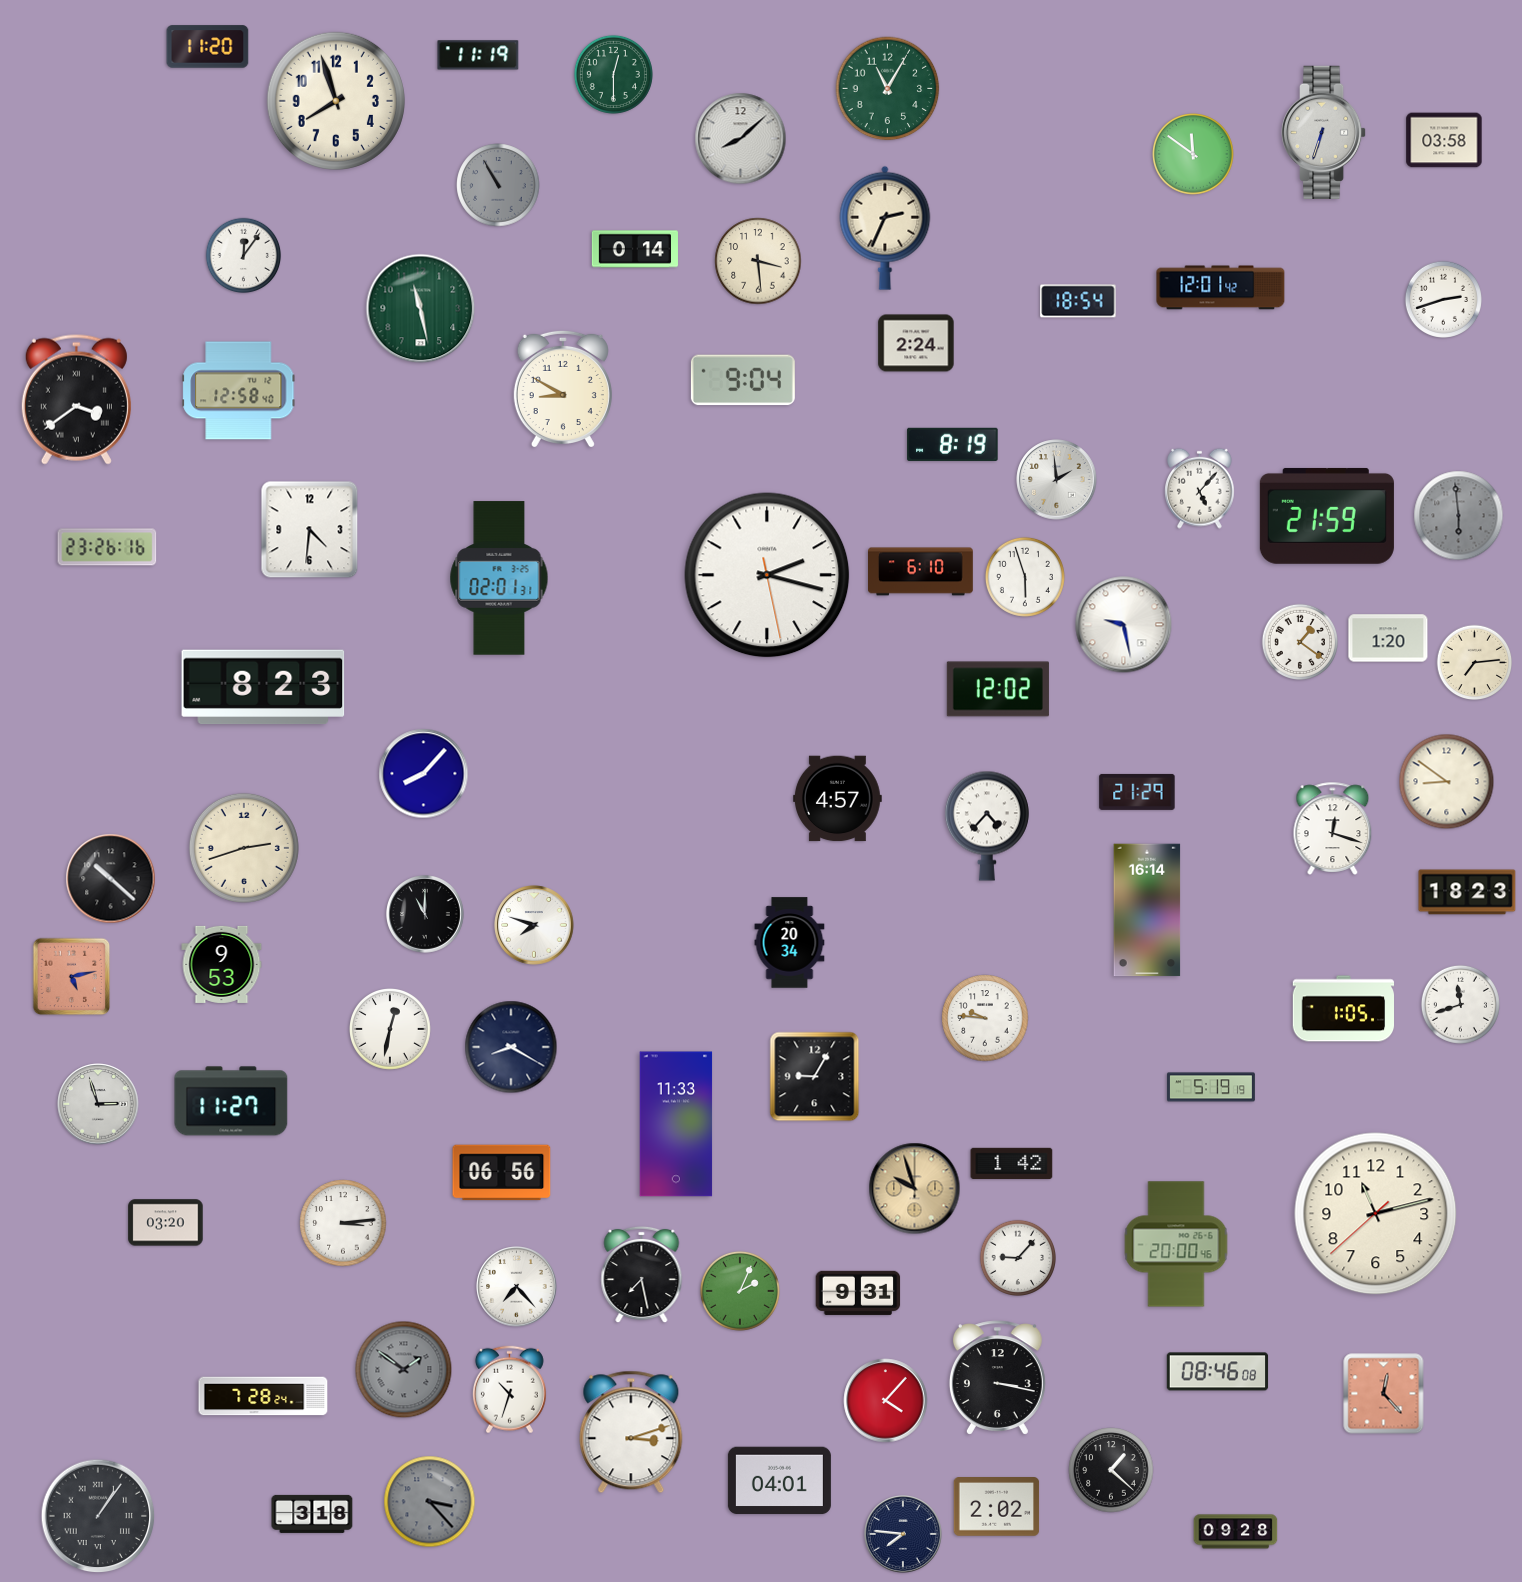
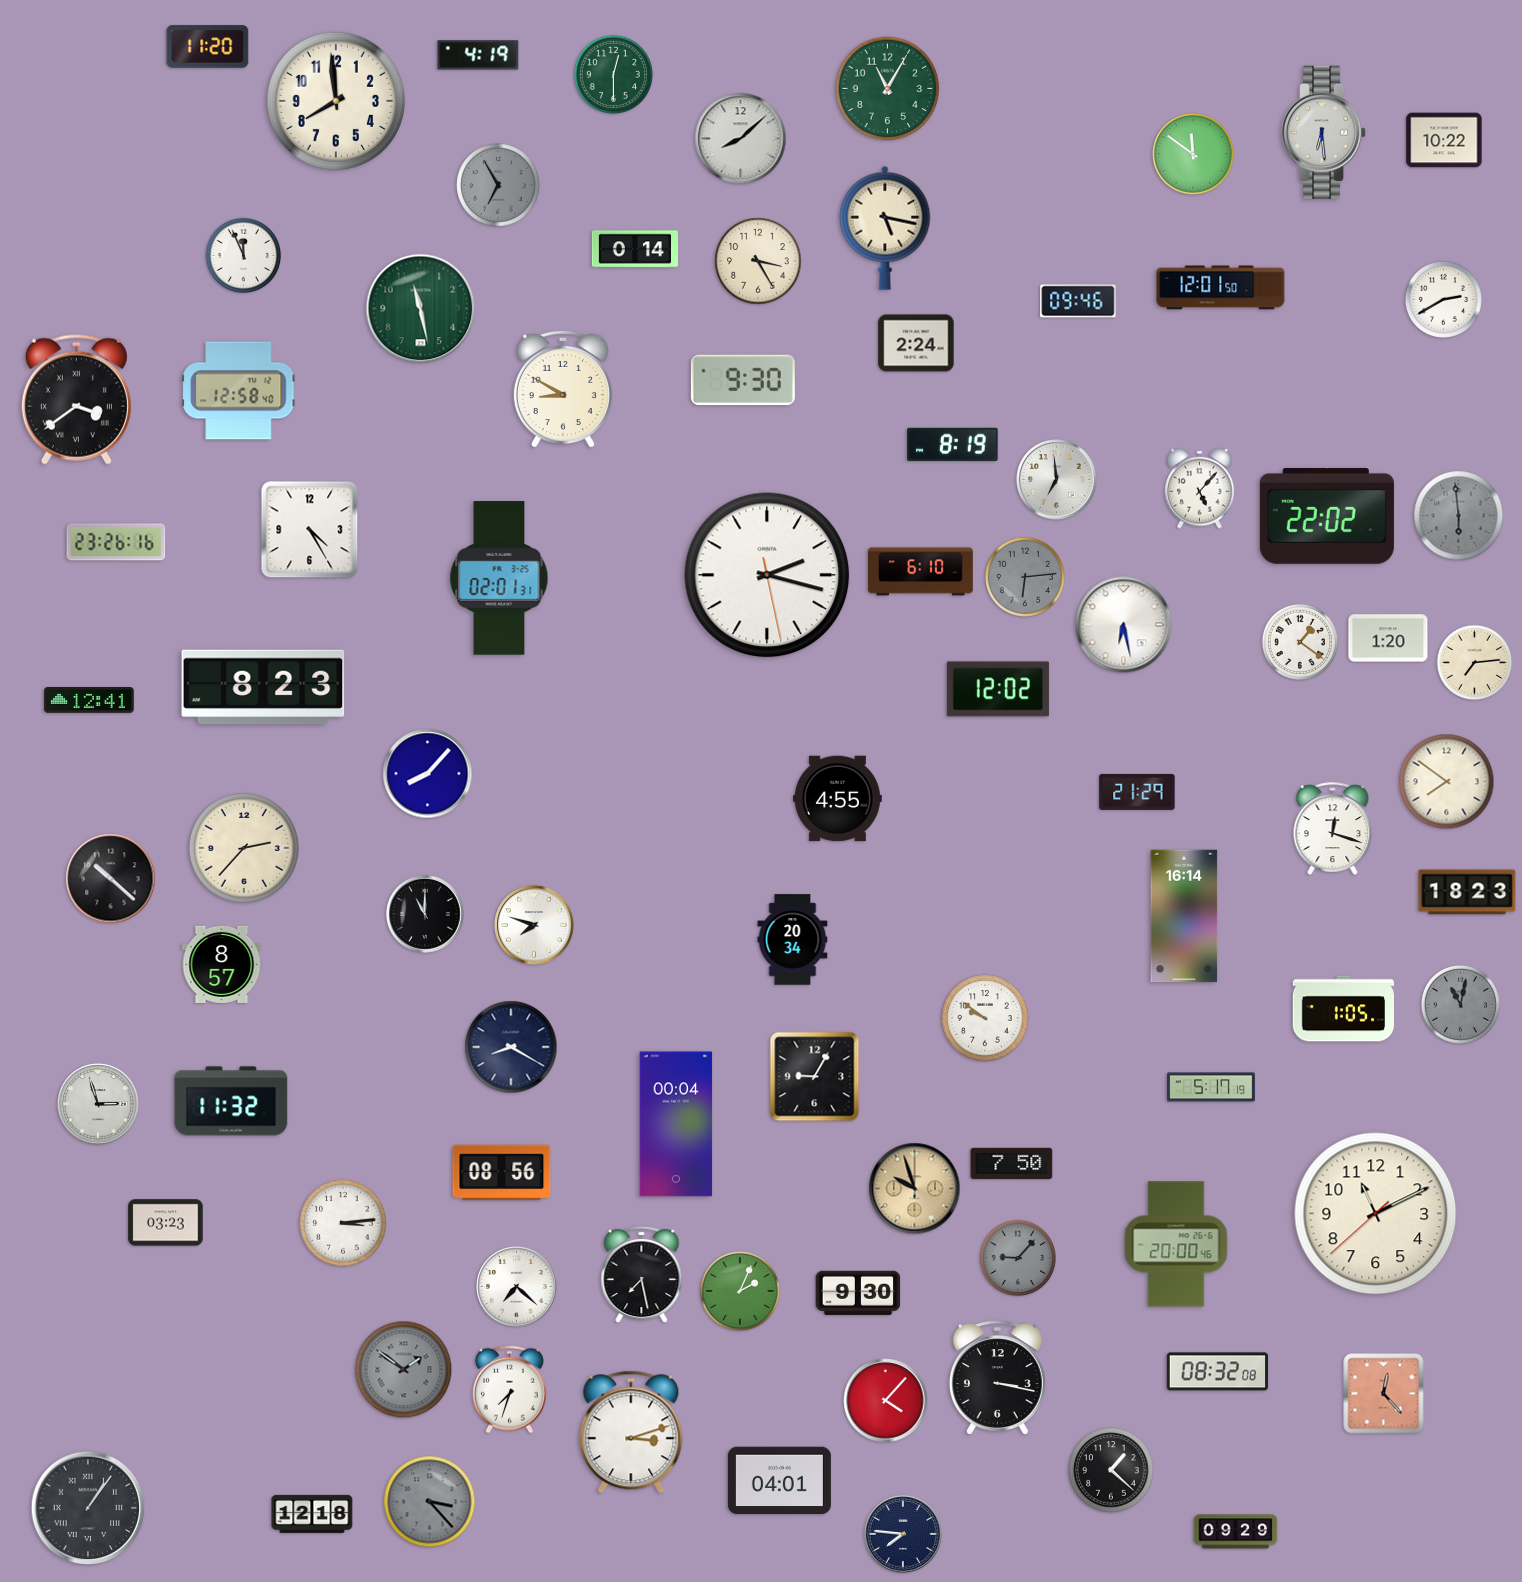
clock at (478, 55): 11:19 -> 4:19
clock at (336, 101): 7:57 -> 7:59
clock at (1324, 132): 6:33 -> 6:29
clock at (1444, 140): 03:58 -> 10:22
clock at (498, 185): 10:55 -> 6:55
clock at (885, 228): 2:34 -> 5:17
clock at (244, 256): 12:06 -> 11:56
clock at (758, 261): 3:29 -> 3:25
clock at (1221, 288): 12:01:42 -> 12:01:50
clock at (1443, 299): 2:42 -> 2:40
clock at (1078, 301): 18:54 -> 09:46
clock at (743, 380): 9:04 -> 9:30
clock at (1057, 480): 1:59 -> 6:59
clock at (1327, 516): 21:59 -> 22:02
clock at (310, 530): 4:31 -> 4:25
clock at (107, 547) position: (107, 547) -> (116, 542)
clock at (1025, 577): 5:57 -> 6:14
clock at (1025, 577) dial: white -> grey
clock at (1124, 625): 9:28 -> 6:28
clock at (89, 701): none -> 12:41
clock at (424, 774) position: (424, 774) -> (428, 774)
clock at (1447, 782): 8:51 -> 7:51
clock at (838, 799): 4:57 -> 4:55
clock at (987, 826): 4:37 -> none
clock at (244, 848): 2:42 -> 2:37
clock at (1147, 910) position: (1147, 910) -> (1184, 916)
clock at (790, 943) position: (790, 943) -> (793, 940)
clock at (222, 964): 9:53 -> 8:57
clock at (72, 977): 5:13 -> none
clock at (1460, 1004): 11:42 -> 11:02
clock at (1460, 1004) dial: white -> grey
clock at (985, 1018): 9:46 -> 9:51
clock at (391, 1030): 12:32 -> none
clock at (1211, 1087): 5:19 -> 5:17
clock at (231, 1101): 11:27 -> 11:32
clock at (676, 1124): 11:33 -> 00:04
clock at (1012, 1164): 1:42 -> 7:50
clock at (502, 1173): 06:56 -> 08:56
clock at (1376, 1214): 11:12 -> 11:10
clock at (166, 1223): 03:20 -> 03:23
clock at (1017, 1257) dial: white -> grey
clock at (517, 1287): 7:23 -> 7:22
clock at (858, 1293): 9:31 -> 9:30
clock at (1218, 1372): 08:46 -> 08:32
clock at (509, 1390): 10:33 -> 7:33
clock at (263, 1396): 7:28 -> none
clock at (997, 1507): 2:02 -> none
clock at (312, 1514): 3:18 -> 12:18
clock at (98, 1516) position: (98, 1516) -> (88, 1508)
clock at (1236, 1532): 09:28 -> 09:29
